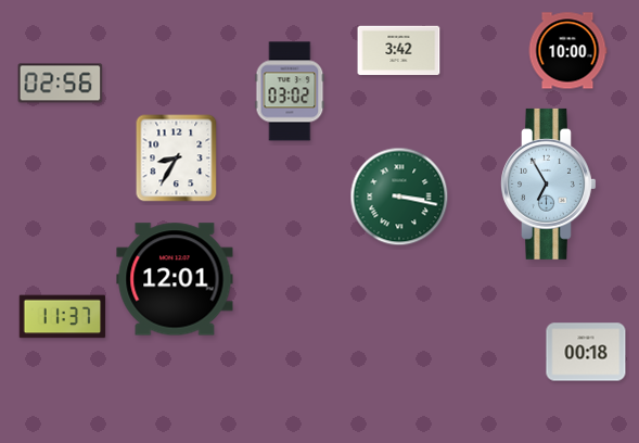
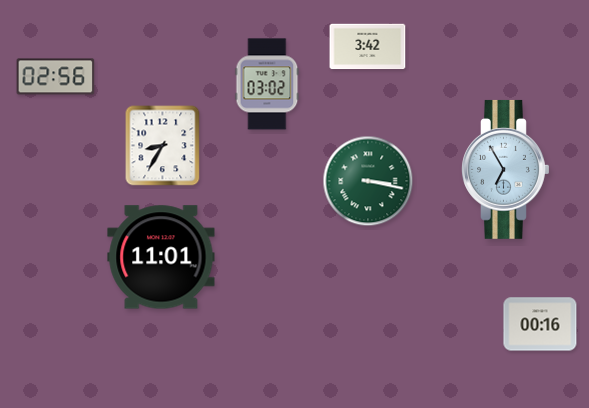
clock at (567, 51): 10:00 -> none
clock at (175, 279): 12:01 -> 11:01
clock at (63, 317): 11:37 -> none
clock at (586, 352): 00:18 -> 00:16
